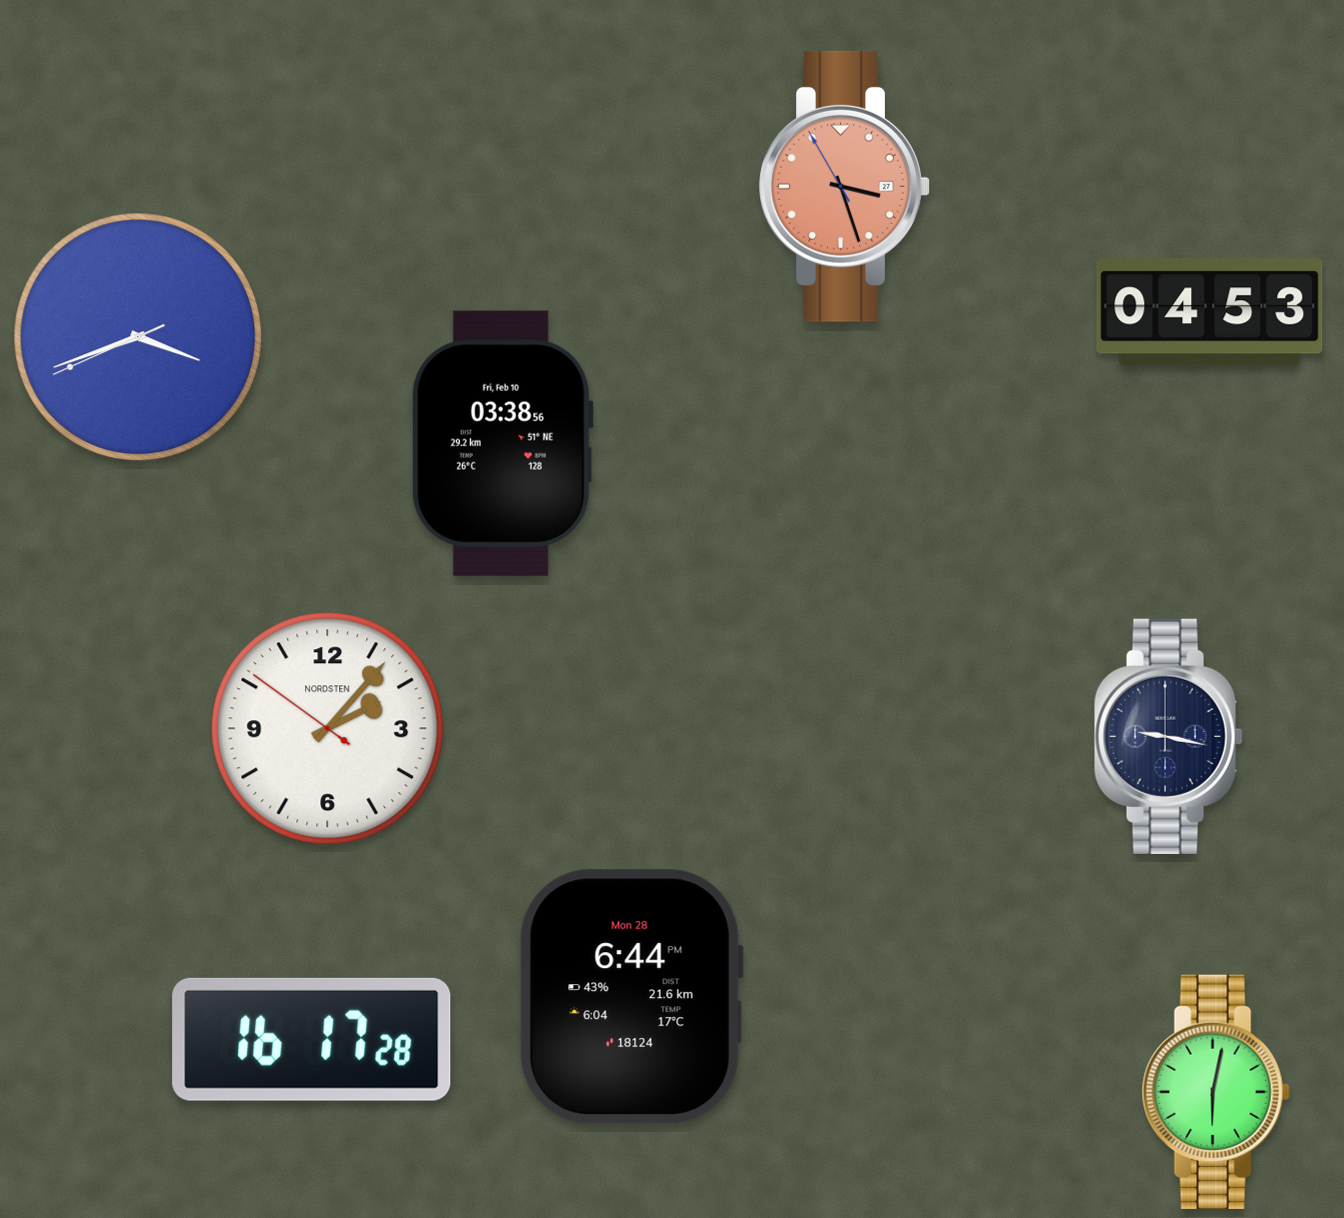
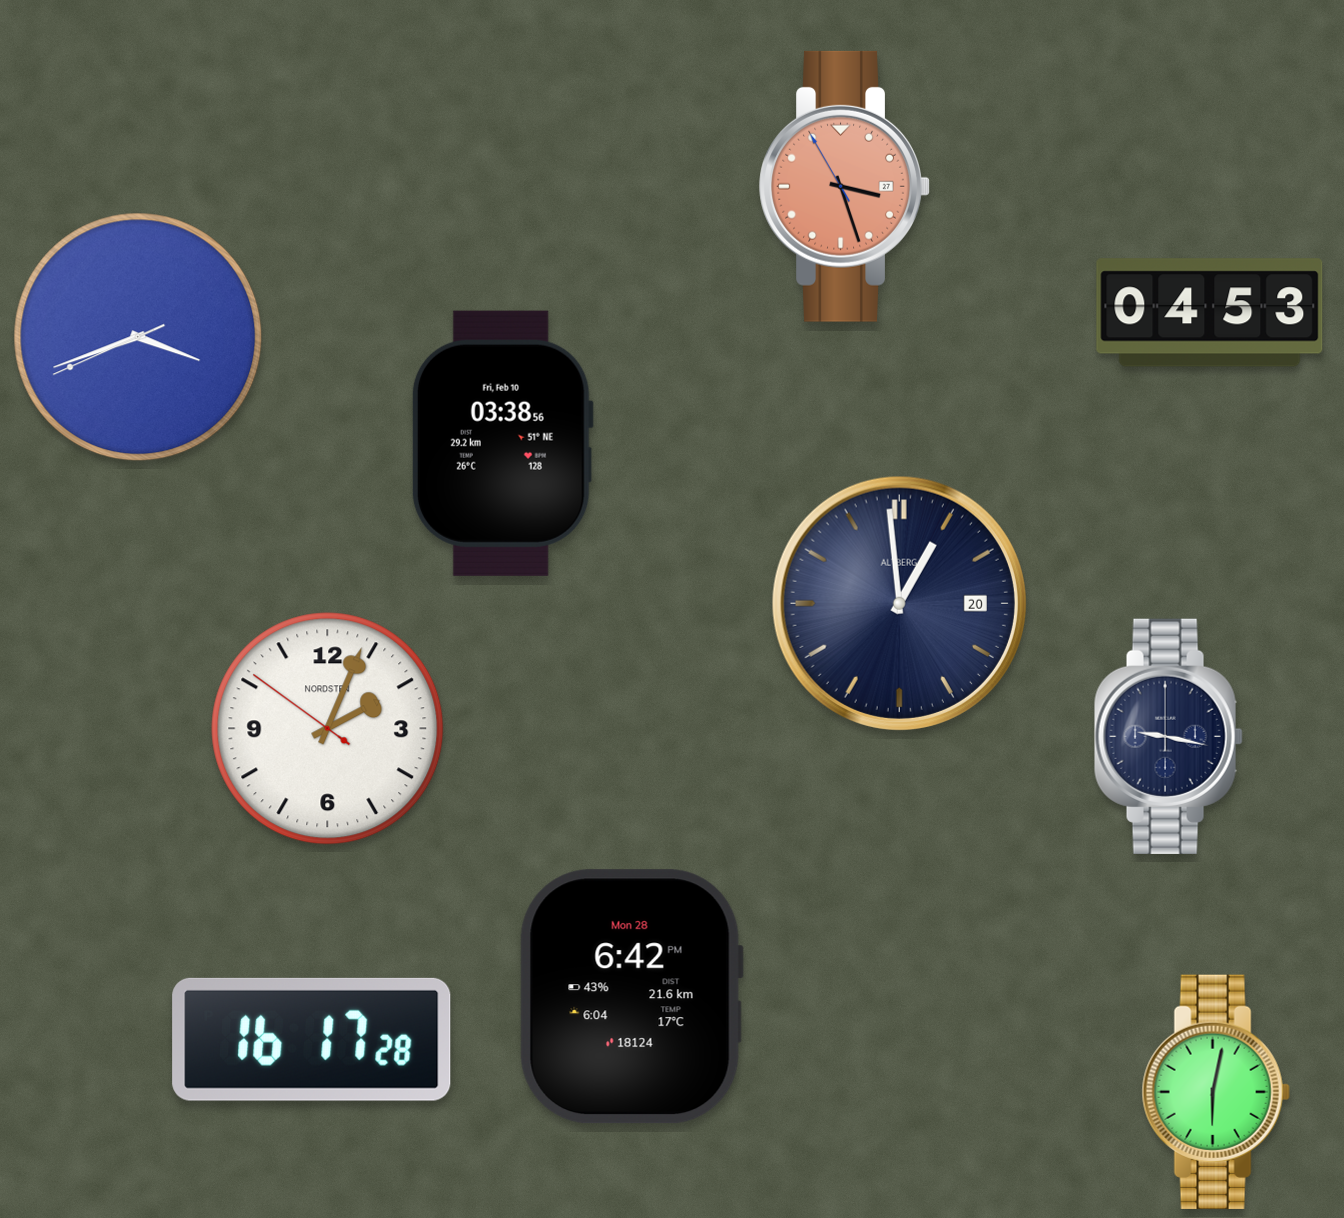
clock at (899, 603): none -> 12:59
clock at (328, 729): 2:06 -> 2:03
clock at (631, 997): 6:44 -> 6:42
